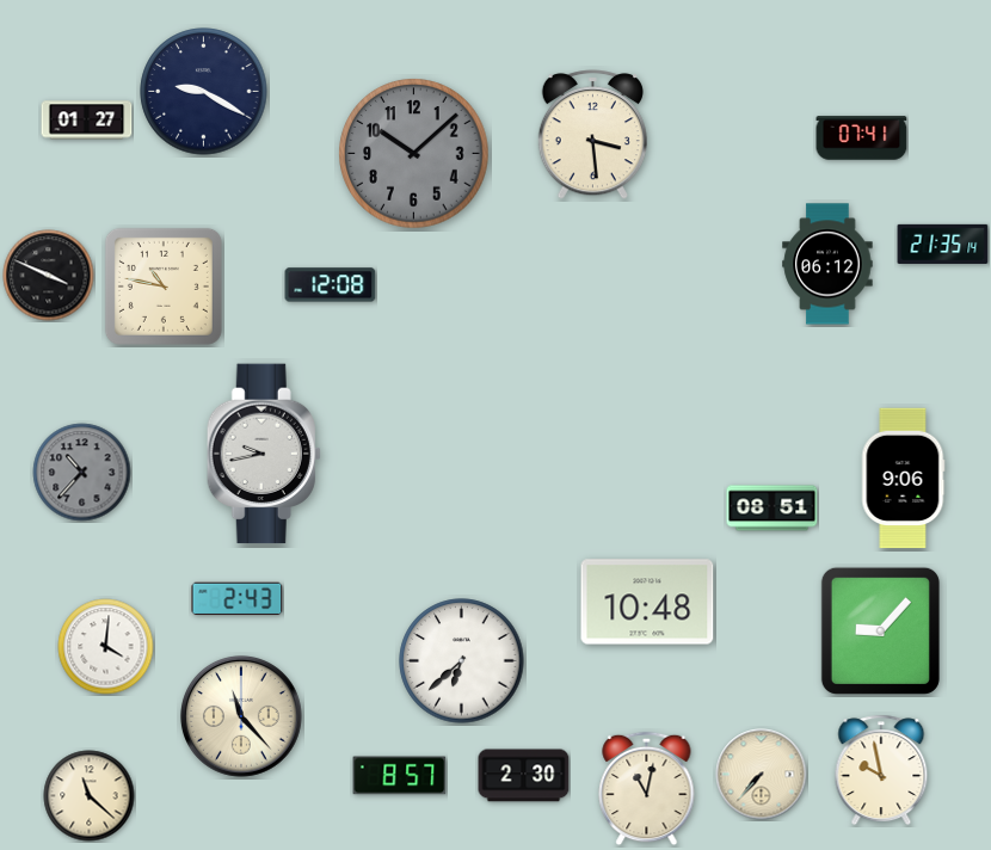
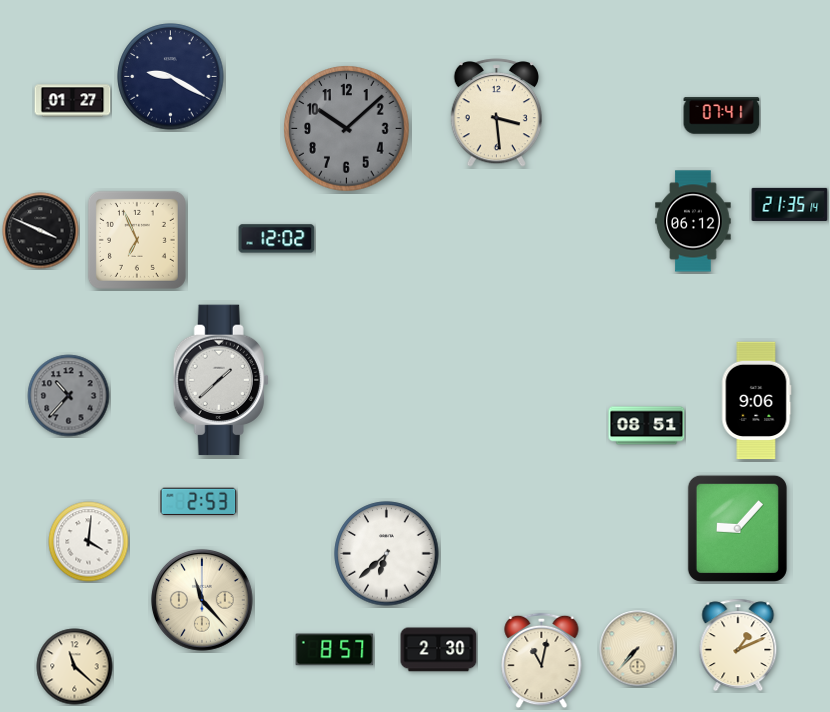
clock at (331, 285): 12:08 -> 12:02
clock at (164, 287): 10:47 -> 6:56
clock at (264, 454): 9:43 -> 1:38
clock at (238, 599): 2:43 -> 2:53
clock at (647, 602): 10:48 -> none
clock at (881, 770): 9:58 -> 1:11
